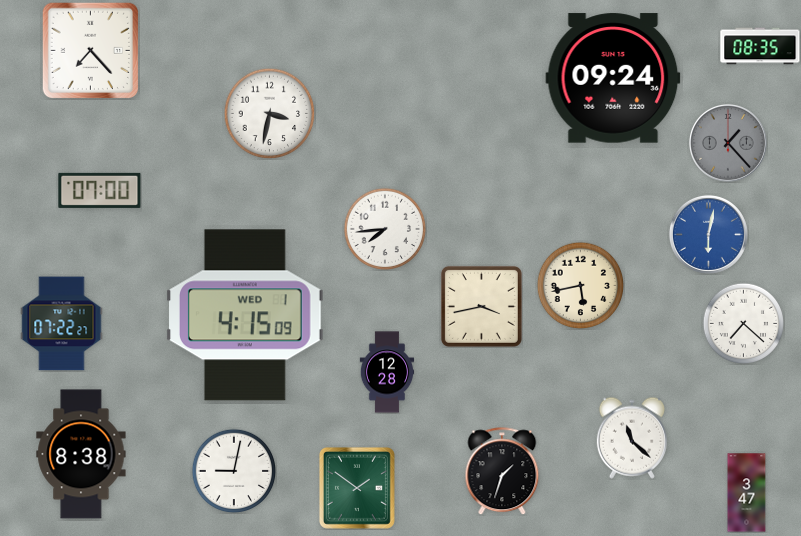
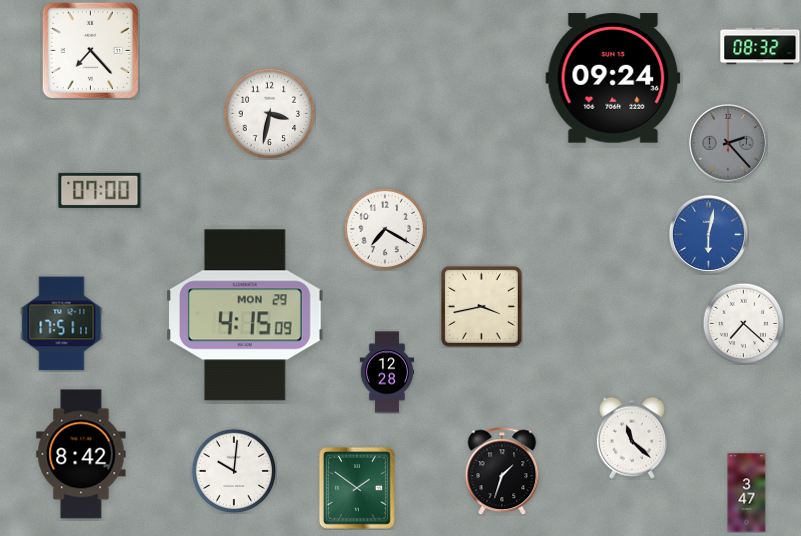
clock at (760, 46): 08:35 -> 08:32
clock at (728, 143): 1:23 -> 2:23
clock at (385, 229): 7:44 -> 7:20
clock at (580, 285): 5:43 -> none
clock at (245, 315) date: WED 1 -> MON 29
clock at (62, 324): 07:22 -> 17:51
clock at (81, 454): 8:38 -> 8:42
clock at (234, 471): 9:02 -> 10:01
